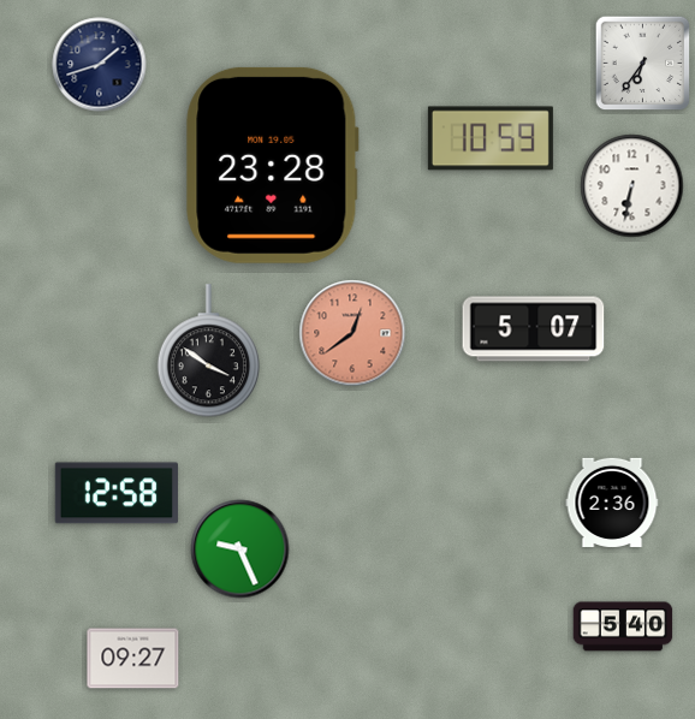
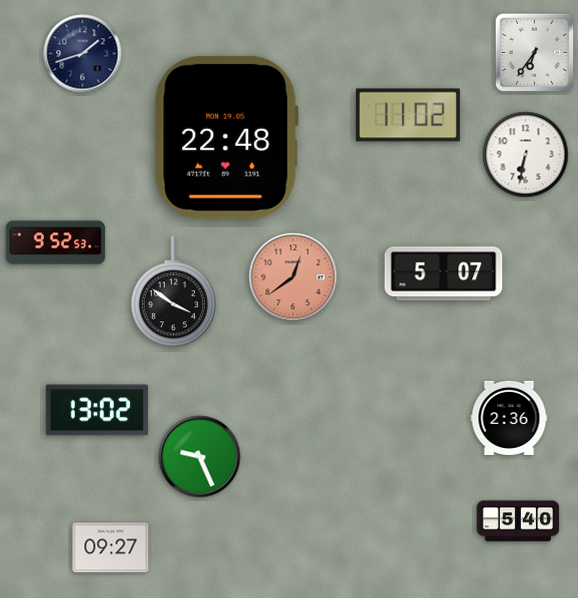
clock at (491, 138): 10:59 -> 11:02
clock at (273, 165): 23:28 -> 22:48
clock at (56, 243): none -> 9:52
clock at (117, 493): 12:58 -> 13:02
